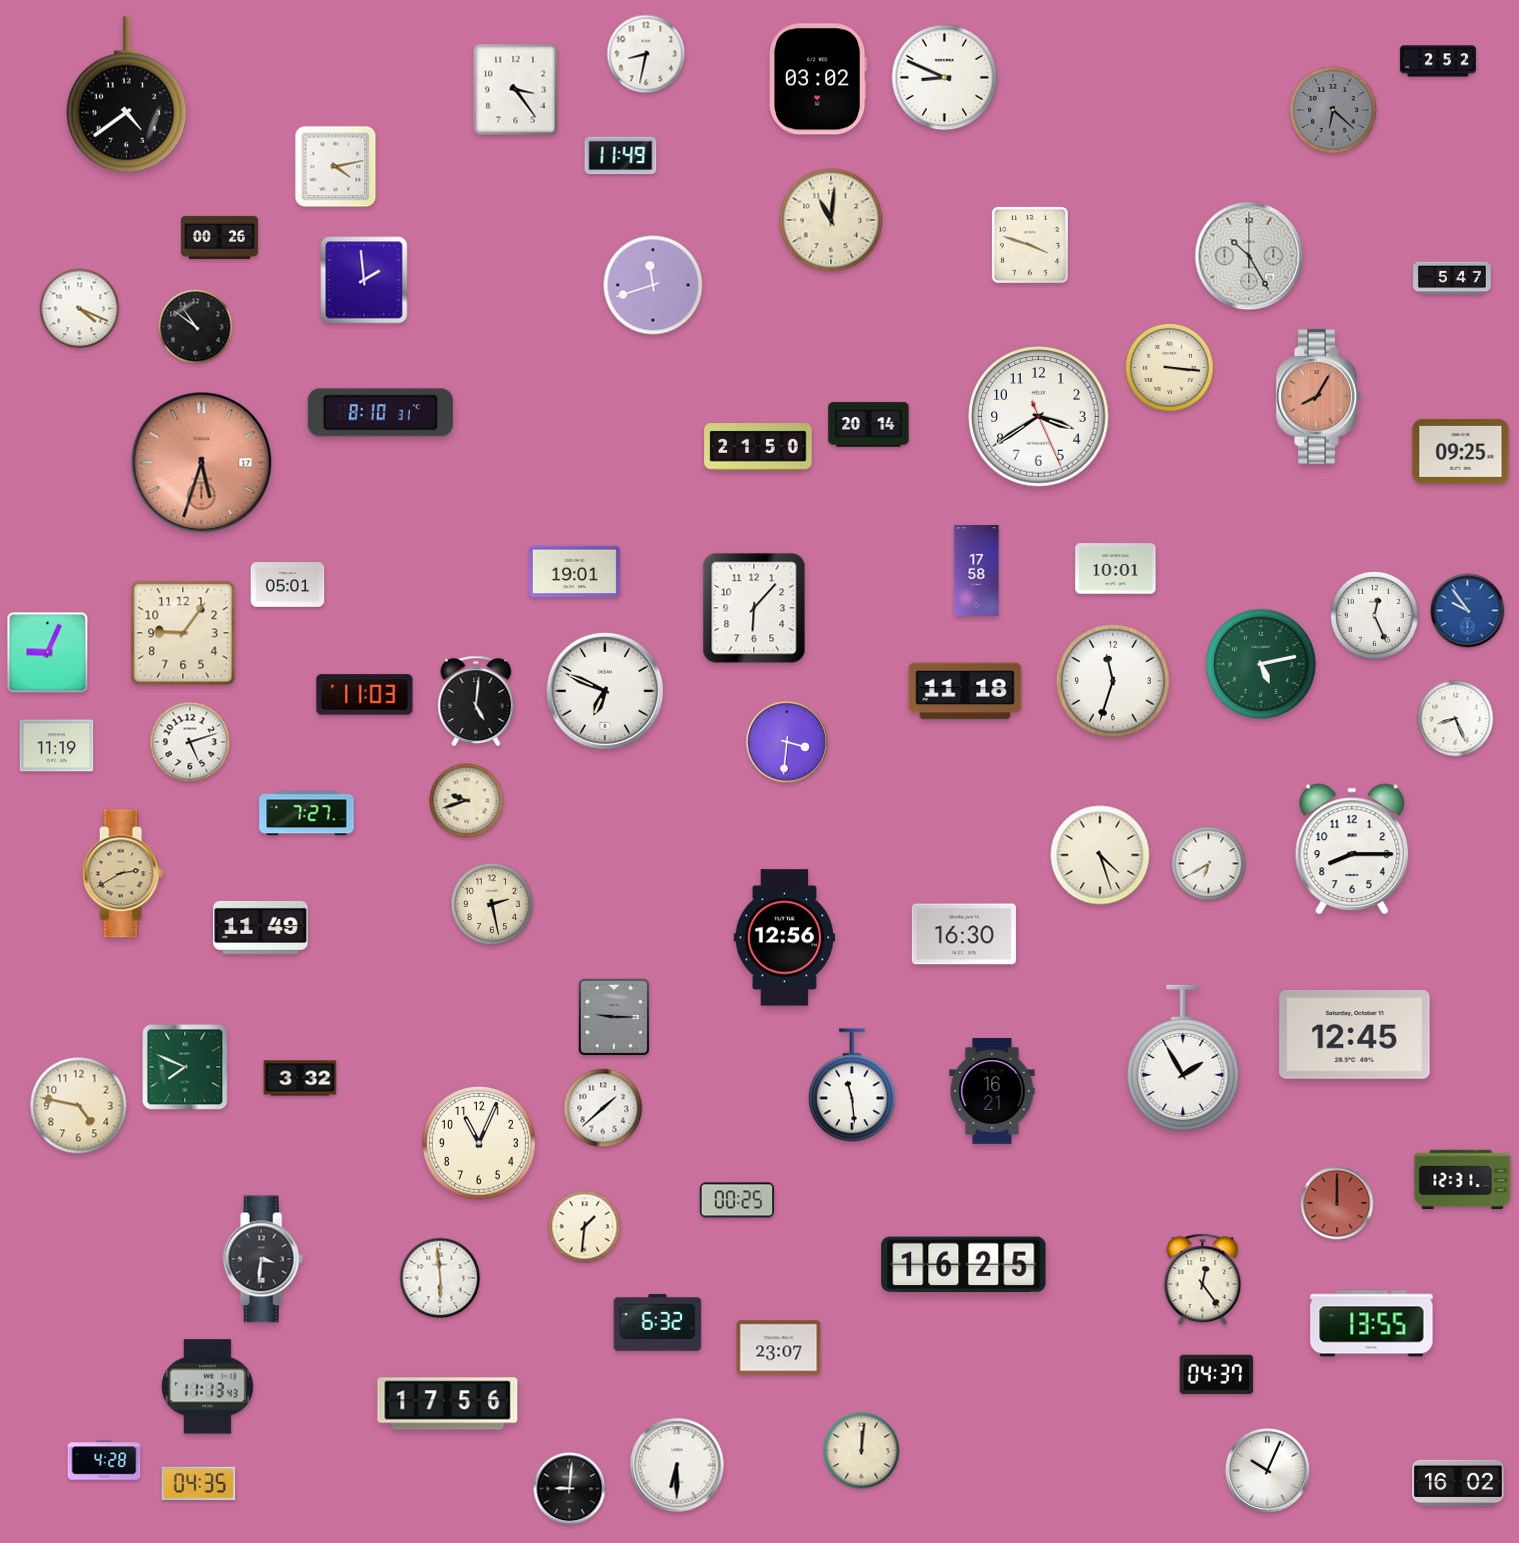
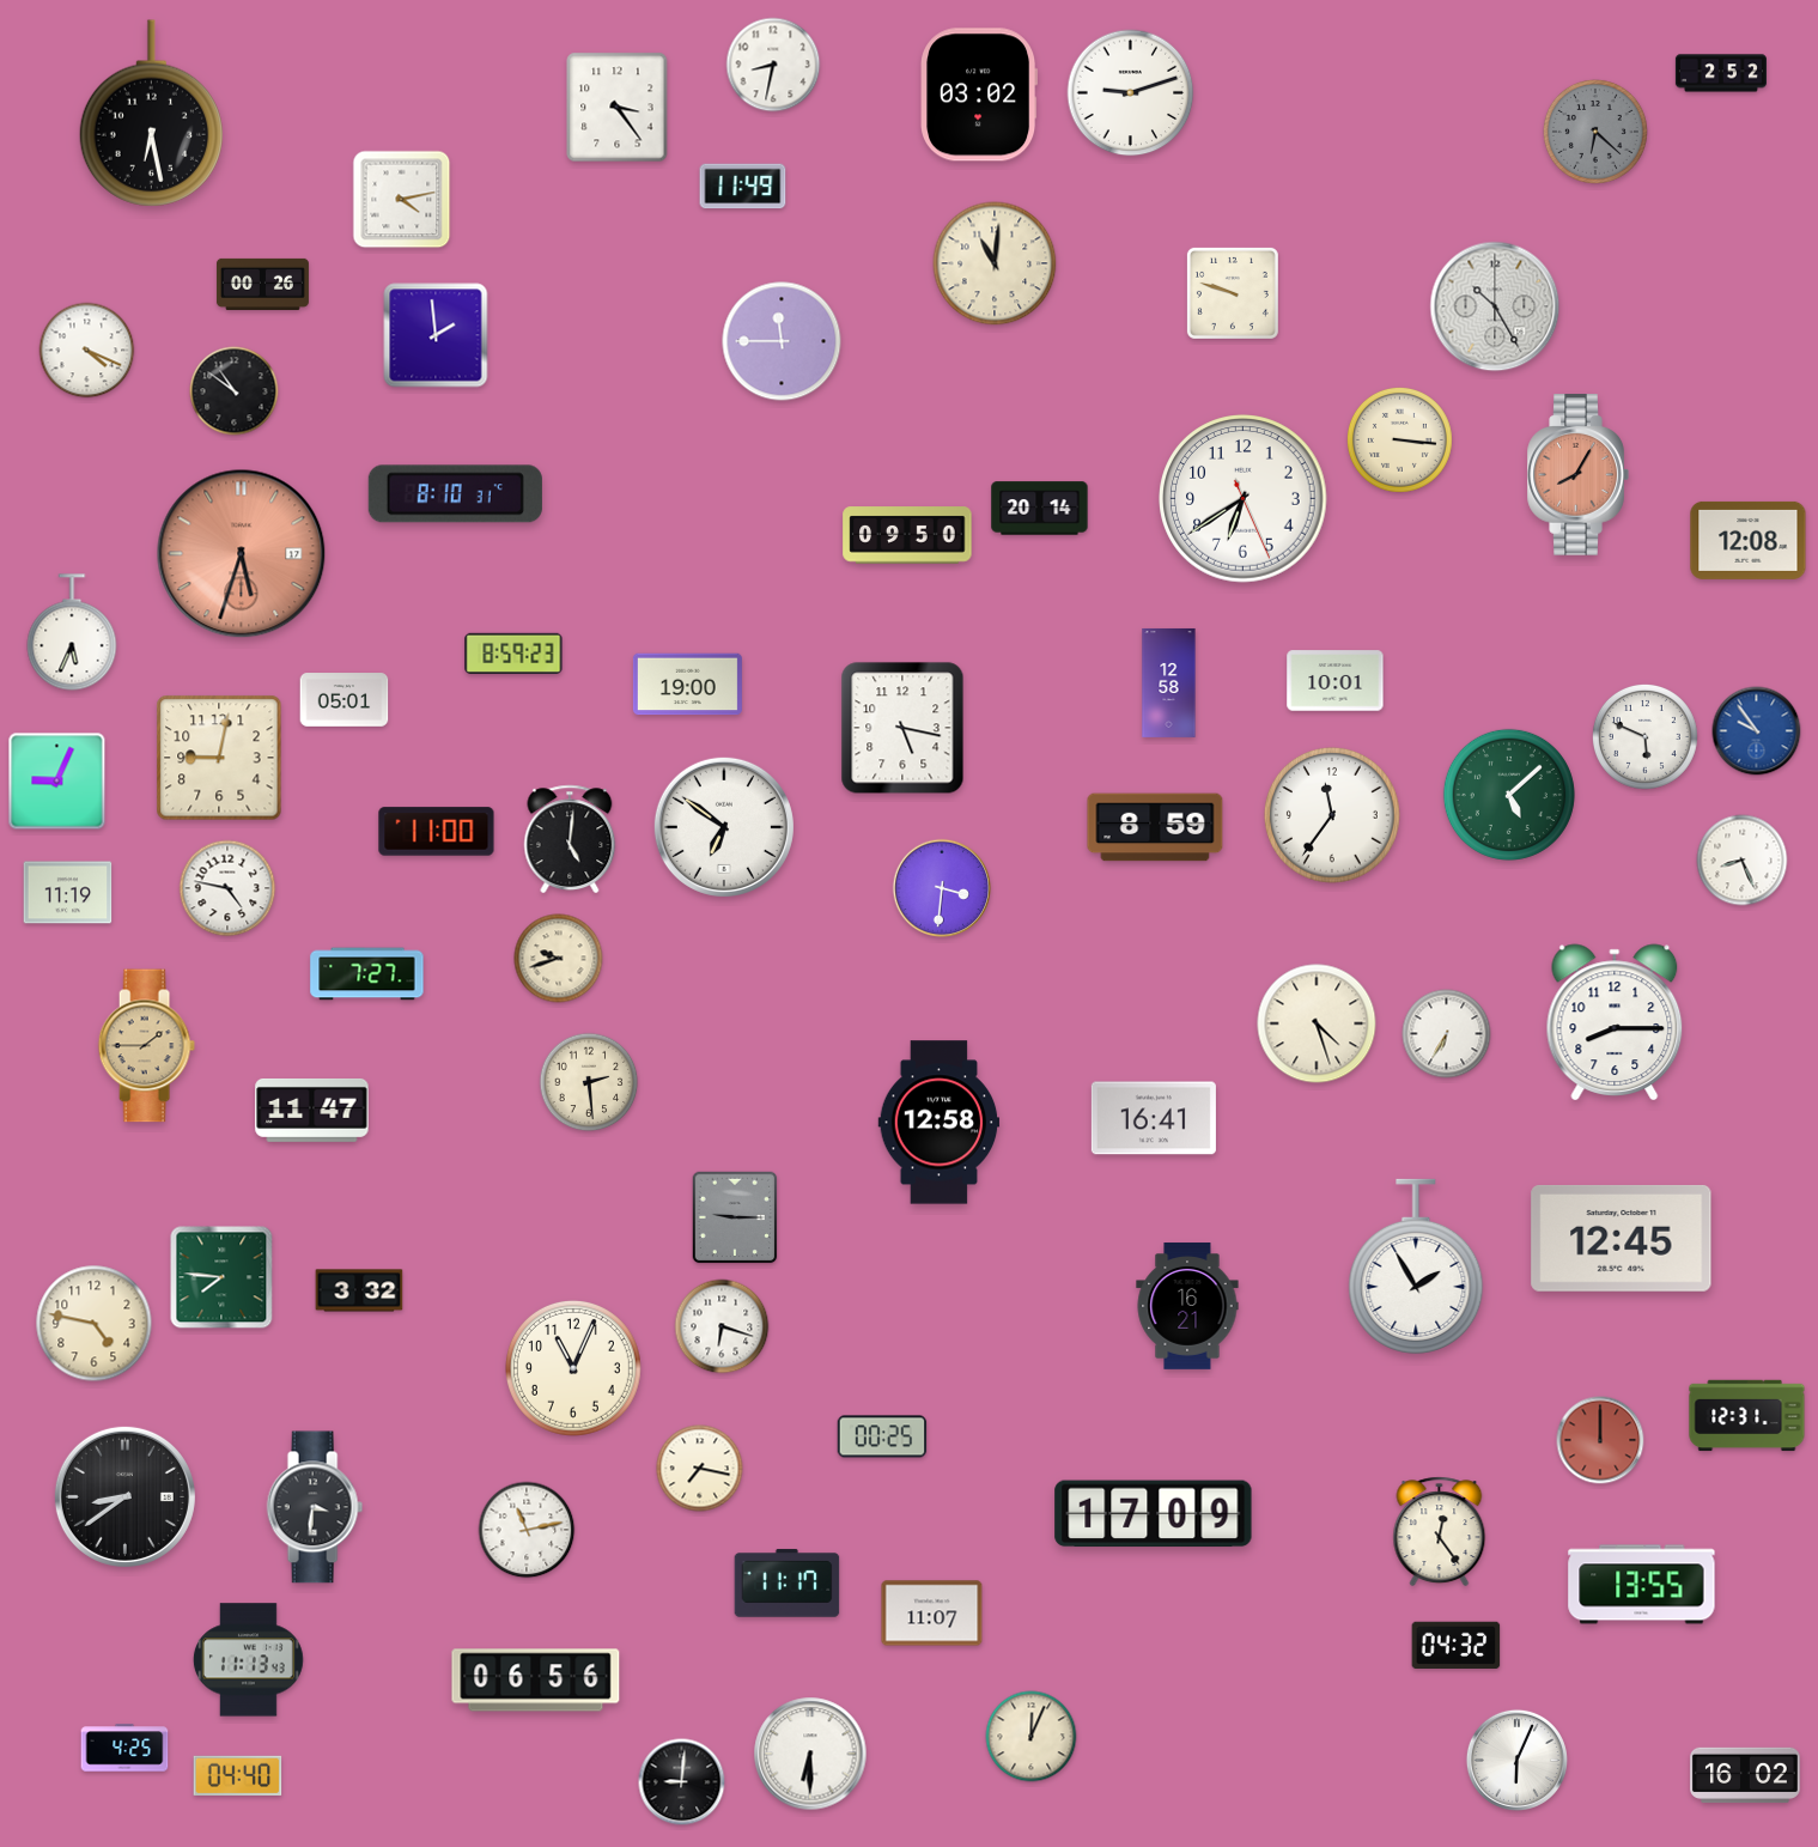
clock at (945, 78): 8:49 -> 9:12
clock at (126, 95): 4:39 -> 6:28
clock at (1030, 245): 3:48 -> 9:48
clock at (1452, 278): 5:47 -> none
clock at (653, 285): 11:42 -> 11:45
clock at (80, 309) position: (80, 309) -> (87, 351)
clock at (1039, 417): 3:39 -> 6:39
clock at (758, 447): 21:50 -> 09:50
clock at (1461, 451): 09:25 -> 12:08
clock at (72, 632): none -> 5:34
clock at (513, 652): none -> 8:59
clock at (977, 570): 17:58 -> 12:58
clock at (574, 572): 19:01 -> 19:00
clock at (754, 608): 6:07 -> 5:17
clock at (1374, 615): 12:26 -> 5:49
clock at (183, 633): 9:06 -> 9:02
clock at (1261, 664): 5:13 -> 5:08
clock at (1113, 681): 11:33 -> 11:36
clock at (605, 691): 6:49 -> 6:51
clock at (965, 691): 11:18 -> 8:59
clock at (365, 695): 11:03 -> 11:00
clock at (190, 742): 5:12 -> 4:47
clock at (1352, 848) position: (1352, 848) -> (1615, 1021)
clock at (1209, 864): 6:40 -> 6:35
clock at (122, 874): 2:40 -> 1:45
clock at (492, 904): 2:28 -> 2:29
clock at (261, 927): 11:49 -> 11:47
clock at (964, 934): 16:30 -> 16:41
clock at (785, 938): 12:56 -> 12:58
clock at (185, 1067): 7:49 -> 7:46
clock at (852, 1085): 11:29 -> none
clock at (603, 1108): 1:38 -> 6:18
clock at (1463, 1180) position: (1463, 1180) -> (1747, 1416)
clock at (585, 1227): 1:31 -> 7:17
clock at (124, 1496): none -> 8:39
clock at (964, 1265): 16:25 -> 17:09
clock at (440, 1278): 5:59 -> 11:13
clock at (658, 1323): 6:32 -> 11:17
clock at (779, 1348): 23:07 -> 11:07
clock at (1217, 1374): 04:37 -> 04:32
clock at (448, 1404): 17:56 -> 06:56
clock at (862, 1451): 12:01 -> 12:04
clock at (104, 1460): 4:28 -> 4:25
clock at (1267, 1470): 10:04 -> 6:04
clock at (199, 1483): 04:35 -> 04:40
